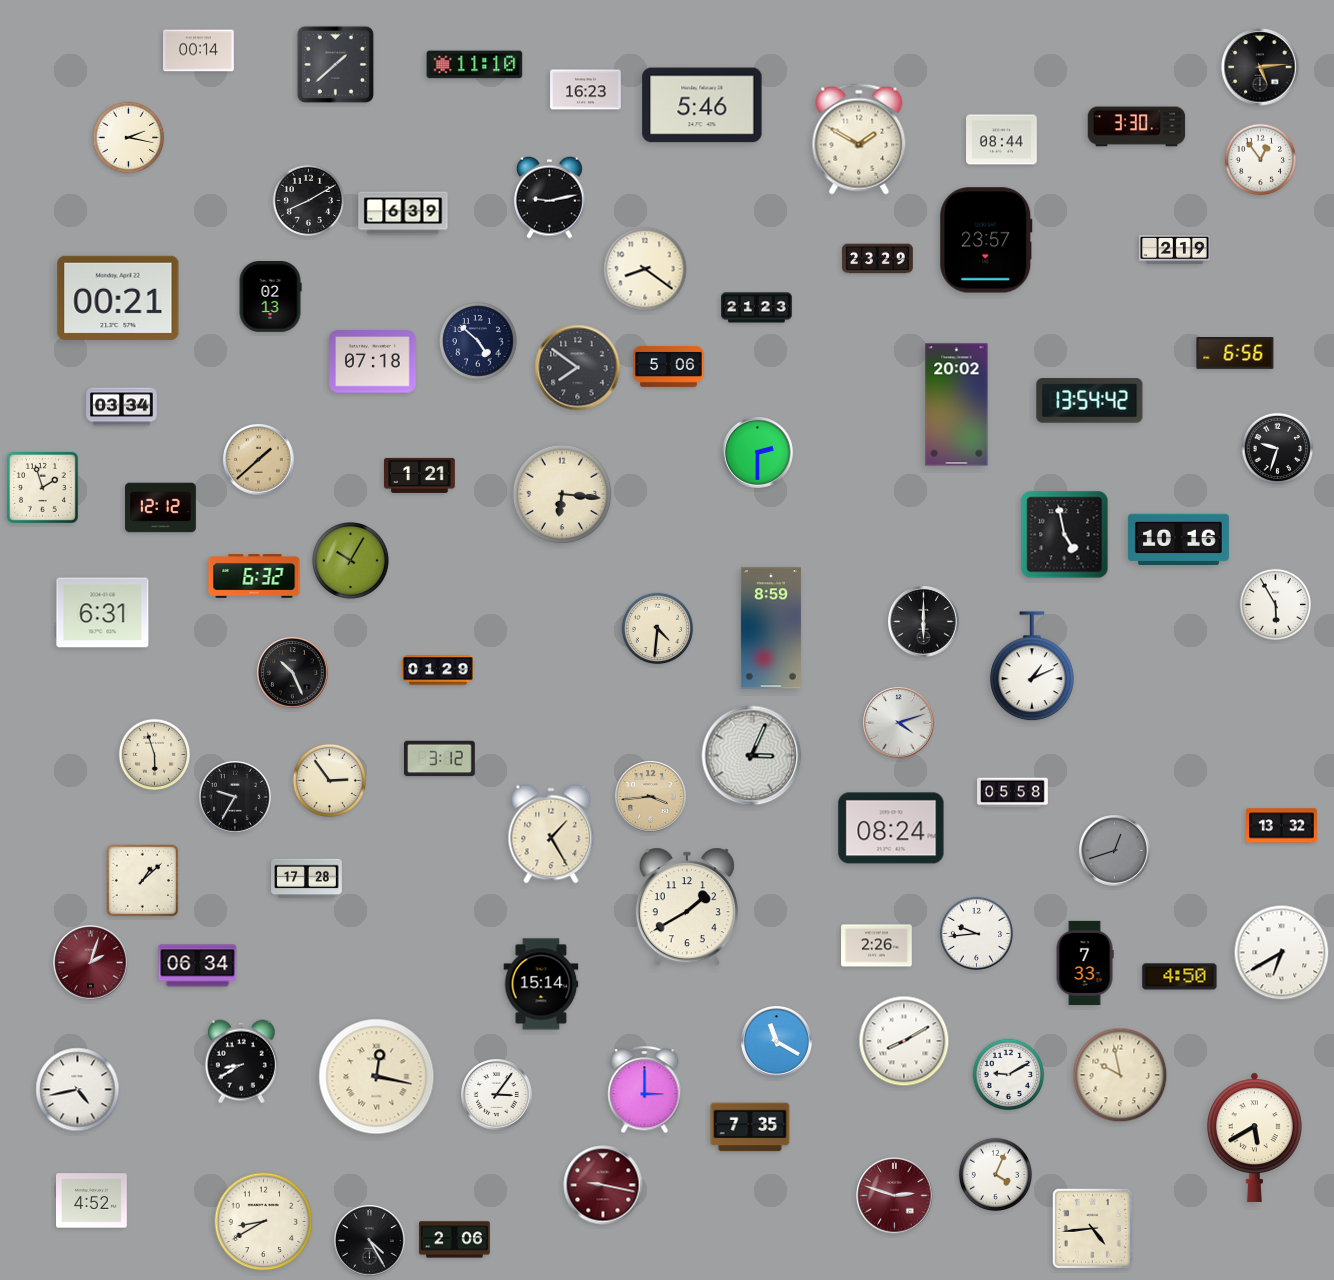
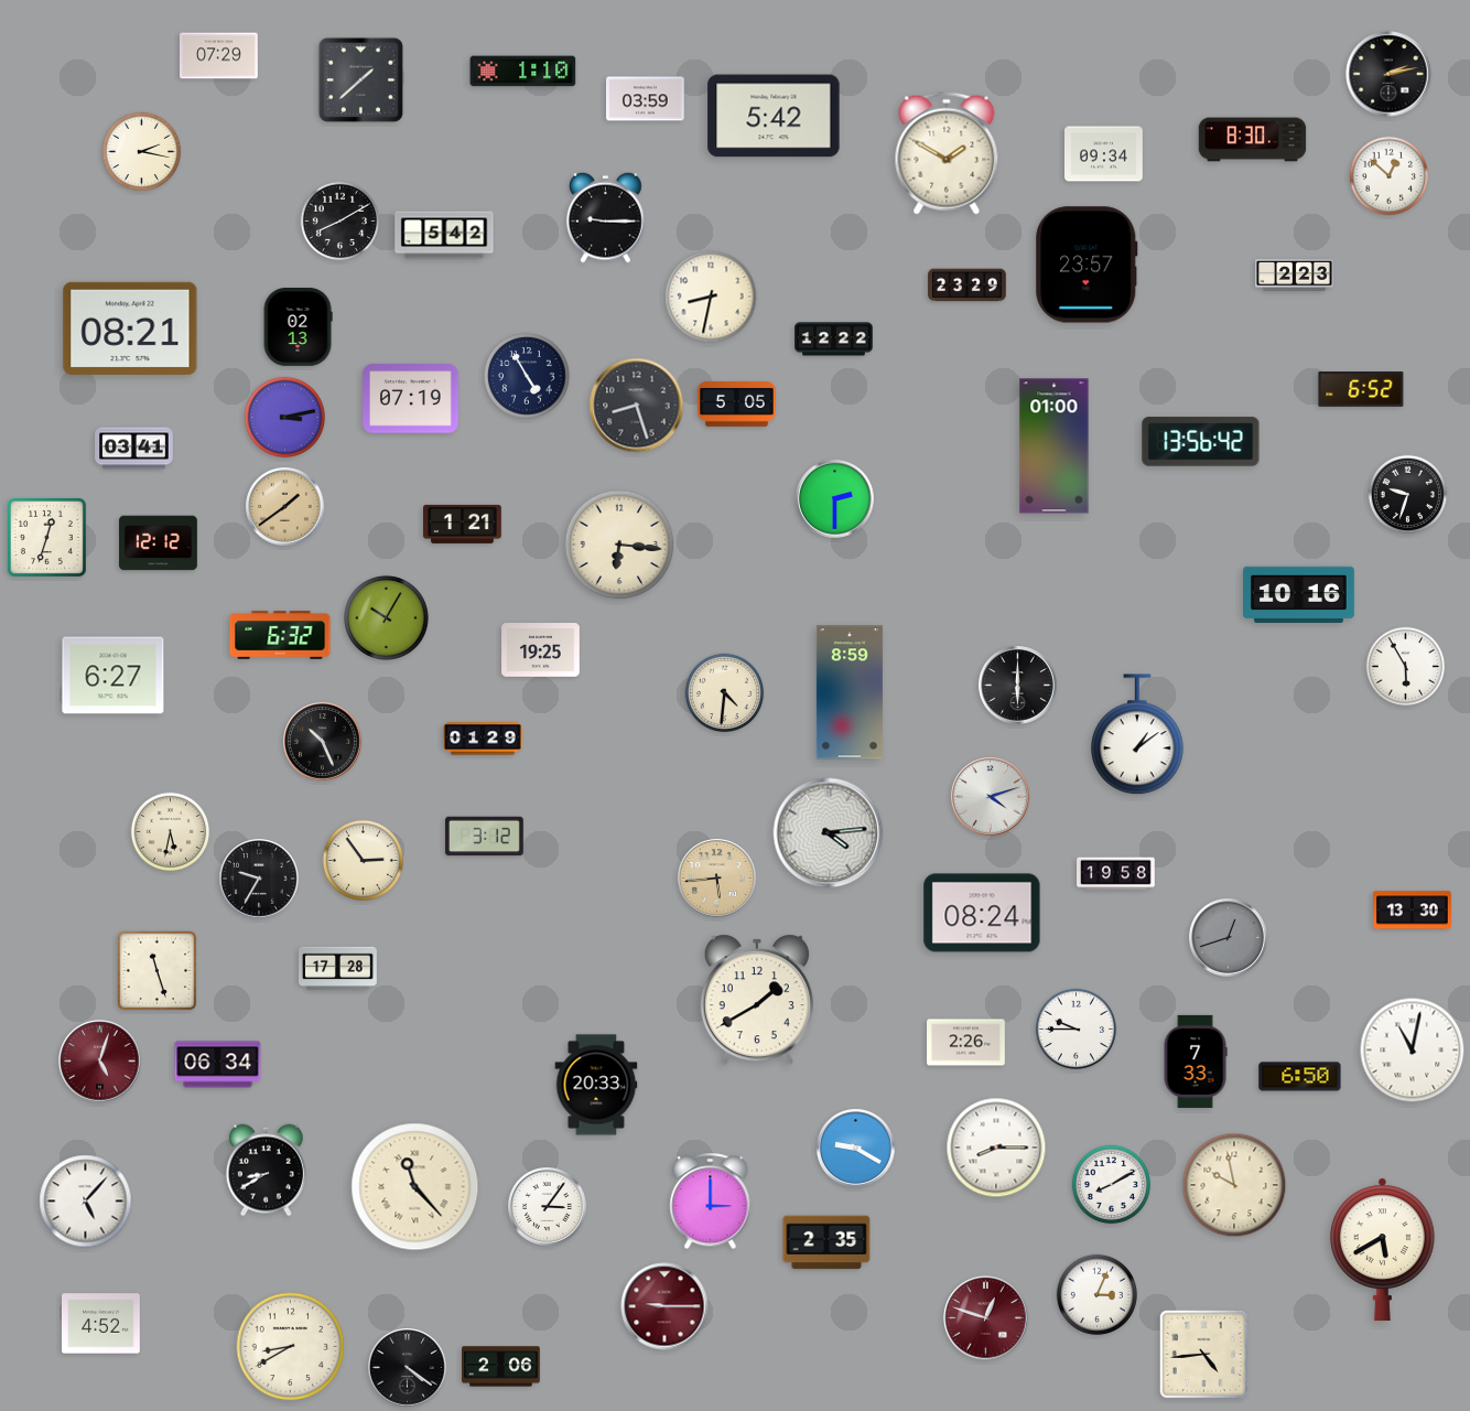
clock at (199, 51): 00:14 -> 07:29
clock at (335, 64) position: (335, 64) -> (360, 79)
clock at (475, 65): 11:10 -> 1:10
clock at (1260, 67): 5:14 -> 2:13
clock at (586, 90): 16:23 -> 03:59
clock at (702, 105): 5:46 -> 5:42
clock at (1137, 127): 3:30 -> 8:30
clock at (1002, 140): 08:44 -> 09:34
clock at (1261, 160): 12:54 -> 12:52
clock at (550, 197): 9:13 -> 9:15
clock at (403, 213): 6:39 -> 5:42
clock at (1175, 249): 2:19 -> 2:23
clock at (645, 269): 8:21 -> 8:32
clock at (118, 298): 00:21 -> 08:21
clock at (757, 308): 21:23 -> 12:22
clock at (478, 341): 4:52 -> 4:55
clock at (1235, 354): 6:56 -> 6:52
clock at (373, 362): 07:18 -> 07:19
clock at (669, 366): 5:06 -> 5:05
clock at (578, 368): 7:51 -> 8:27
clock at (284, 417): none -> 3:13
clock at (1090, 401): 13:54 -> 13:56
clock at (957, 405): 20:02 -> 01:00
clock at (122, 407): 03:34 -> 03:41
clock at (259, 460): 1:38 -> 1:39
clock at (42, 487): 1:57 -> 12:33
clock at (161, 508) position: (161, 508) -> (159, 543)
clock at (1065, 535): 4:58 -> none
clock at (541, 650): none -> 19:25
clock at (103, 613): 6:31 -> 6:27
clock at (1032, 667): 1:11 -> 1:09
clock at (155, 755): 5:57 -> 5:32
clock at (752, 756): 3:04 -> 4:14
clock at (1013, 793): 05:58 -> 19:58
clock at (651, 797): 3:44 -> 5:44
clock at (1282, 826): 13:32 -> 13:30
clock at (551, 834): 1:25 -> none
clock at (143, 881): 1:08 -> 11:27
clock at (976, 933): 9:44 -> 9:45
clock at (1282, 953): 6:40 -> 11:02
clock at (91, 963): 2:03 -> 5:03
clock at (1180, 977): 4:50 -> 6:50
clock at (541, 984): 15:14 -> 20:33
clock at (904, 1041): 8:10 -> 8:15
clock at (777, 1042): 11:20 -> 9:20
clock at (1009, 1075): 9:10 -> 8:10
clock at (377, 1077): 12:17 -> 11:23
clock at (78, 1090): 4:43 -> 5:07
clock at (750, 1127): 7:35 -> 2:35
clock at (1254, 1137) position: (1254, 1137) -> (1382, 1249)
clock at (995, 1174): 4:04 -> 3:04
clock at (603, 1185): 9:17 -> 9:15
clock at (895, 1196): 2:48 -> 12:48
clock at (370, 1241): 4:25 -> 4:21
